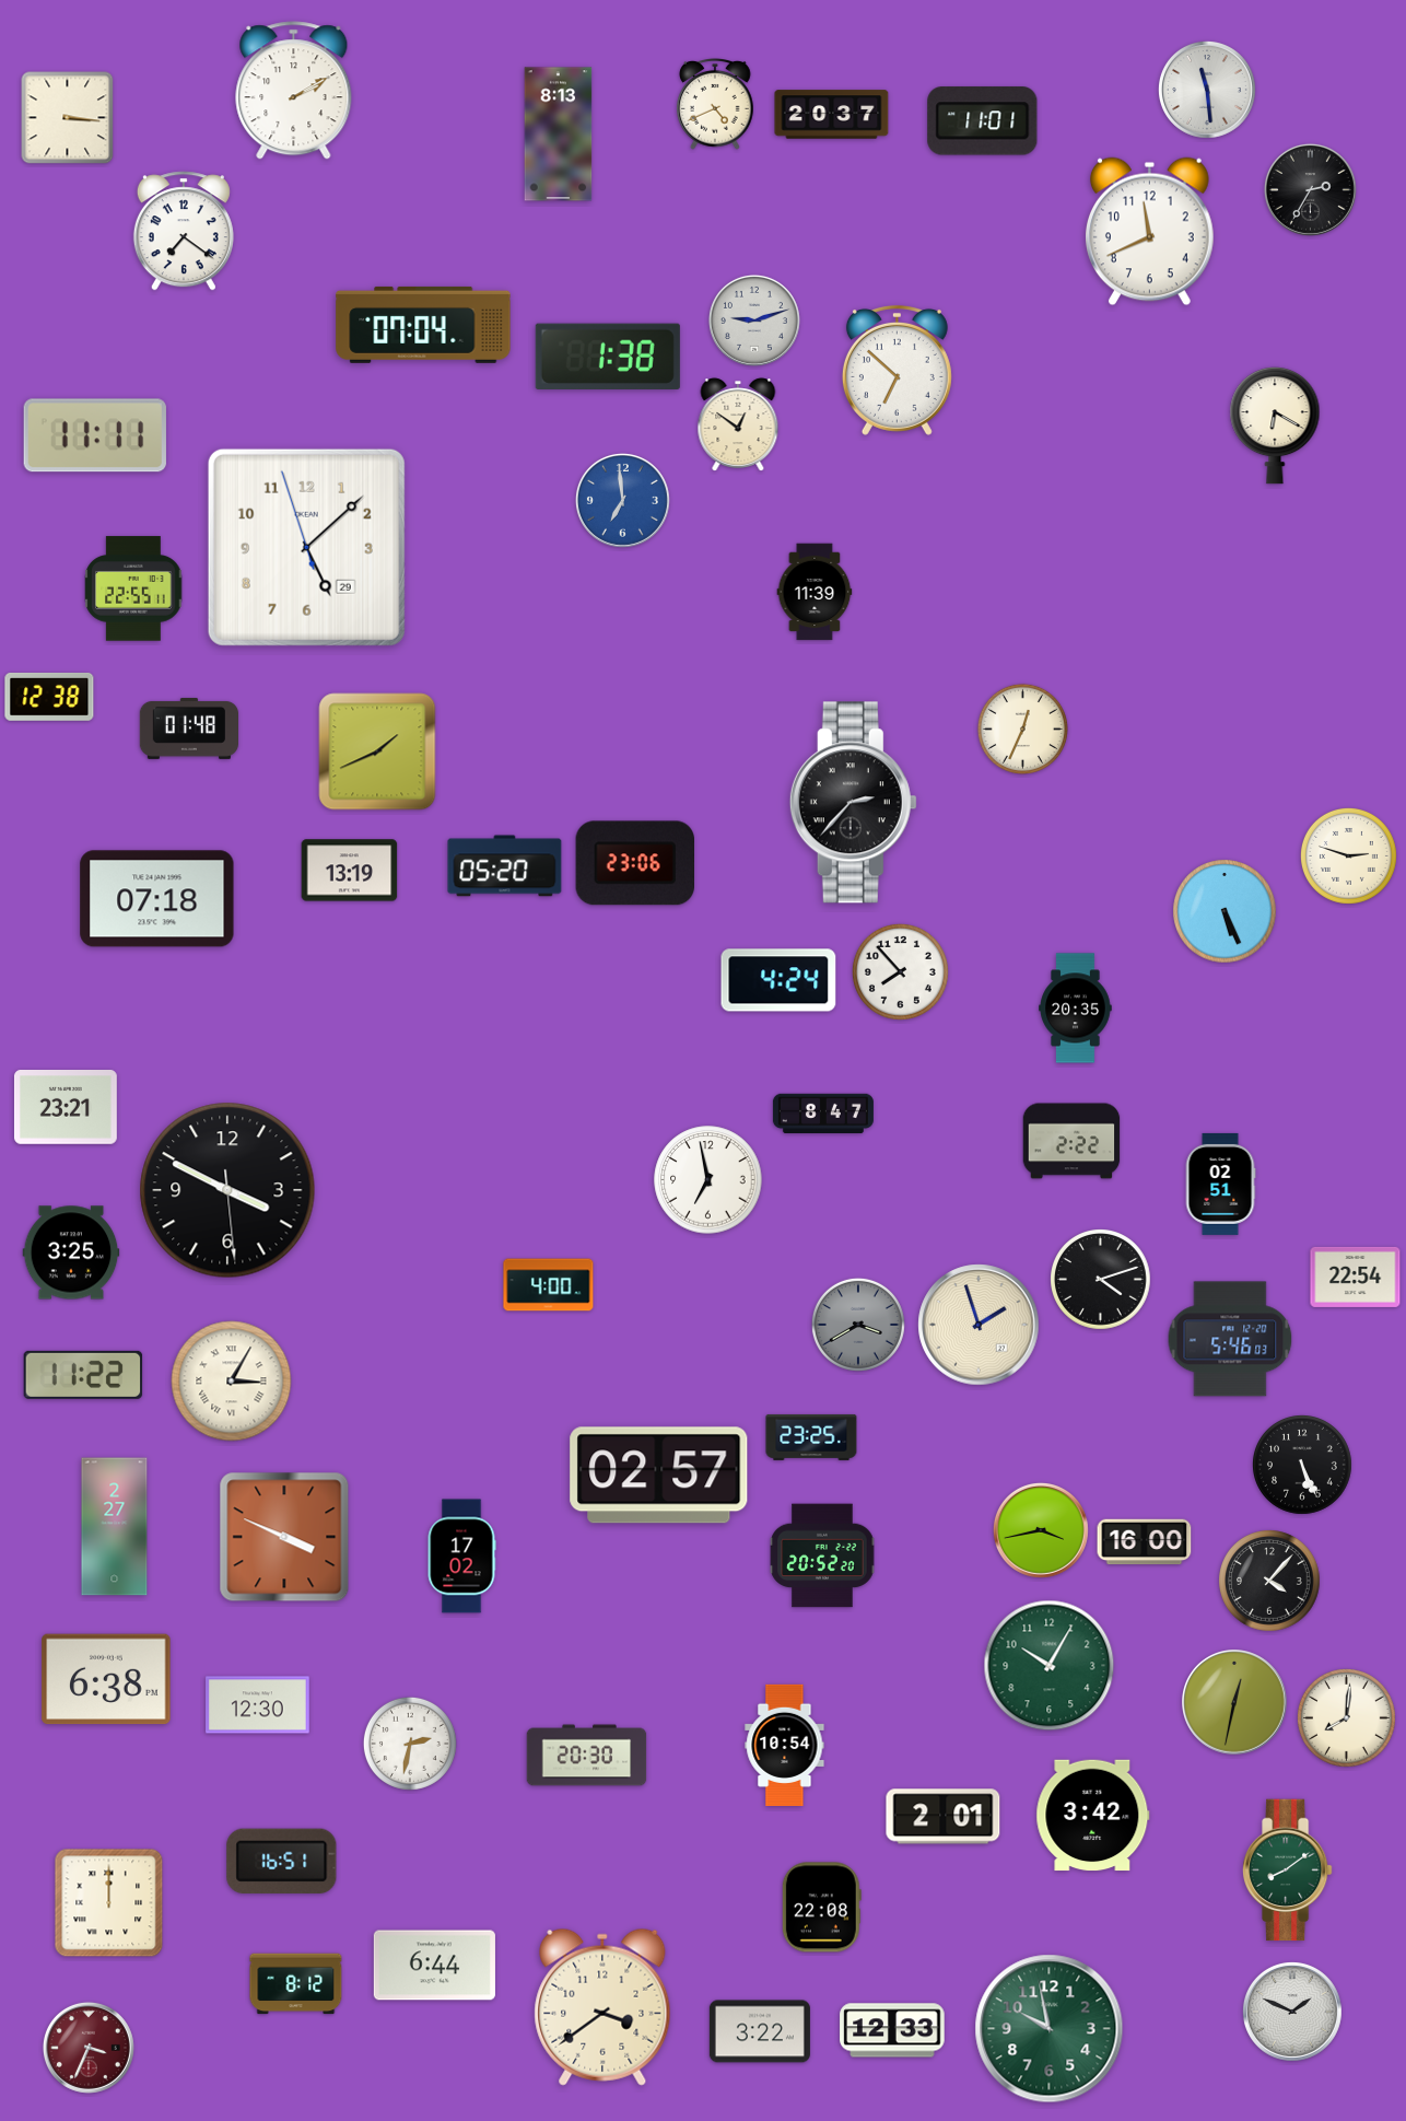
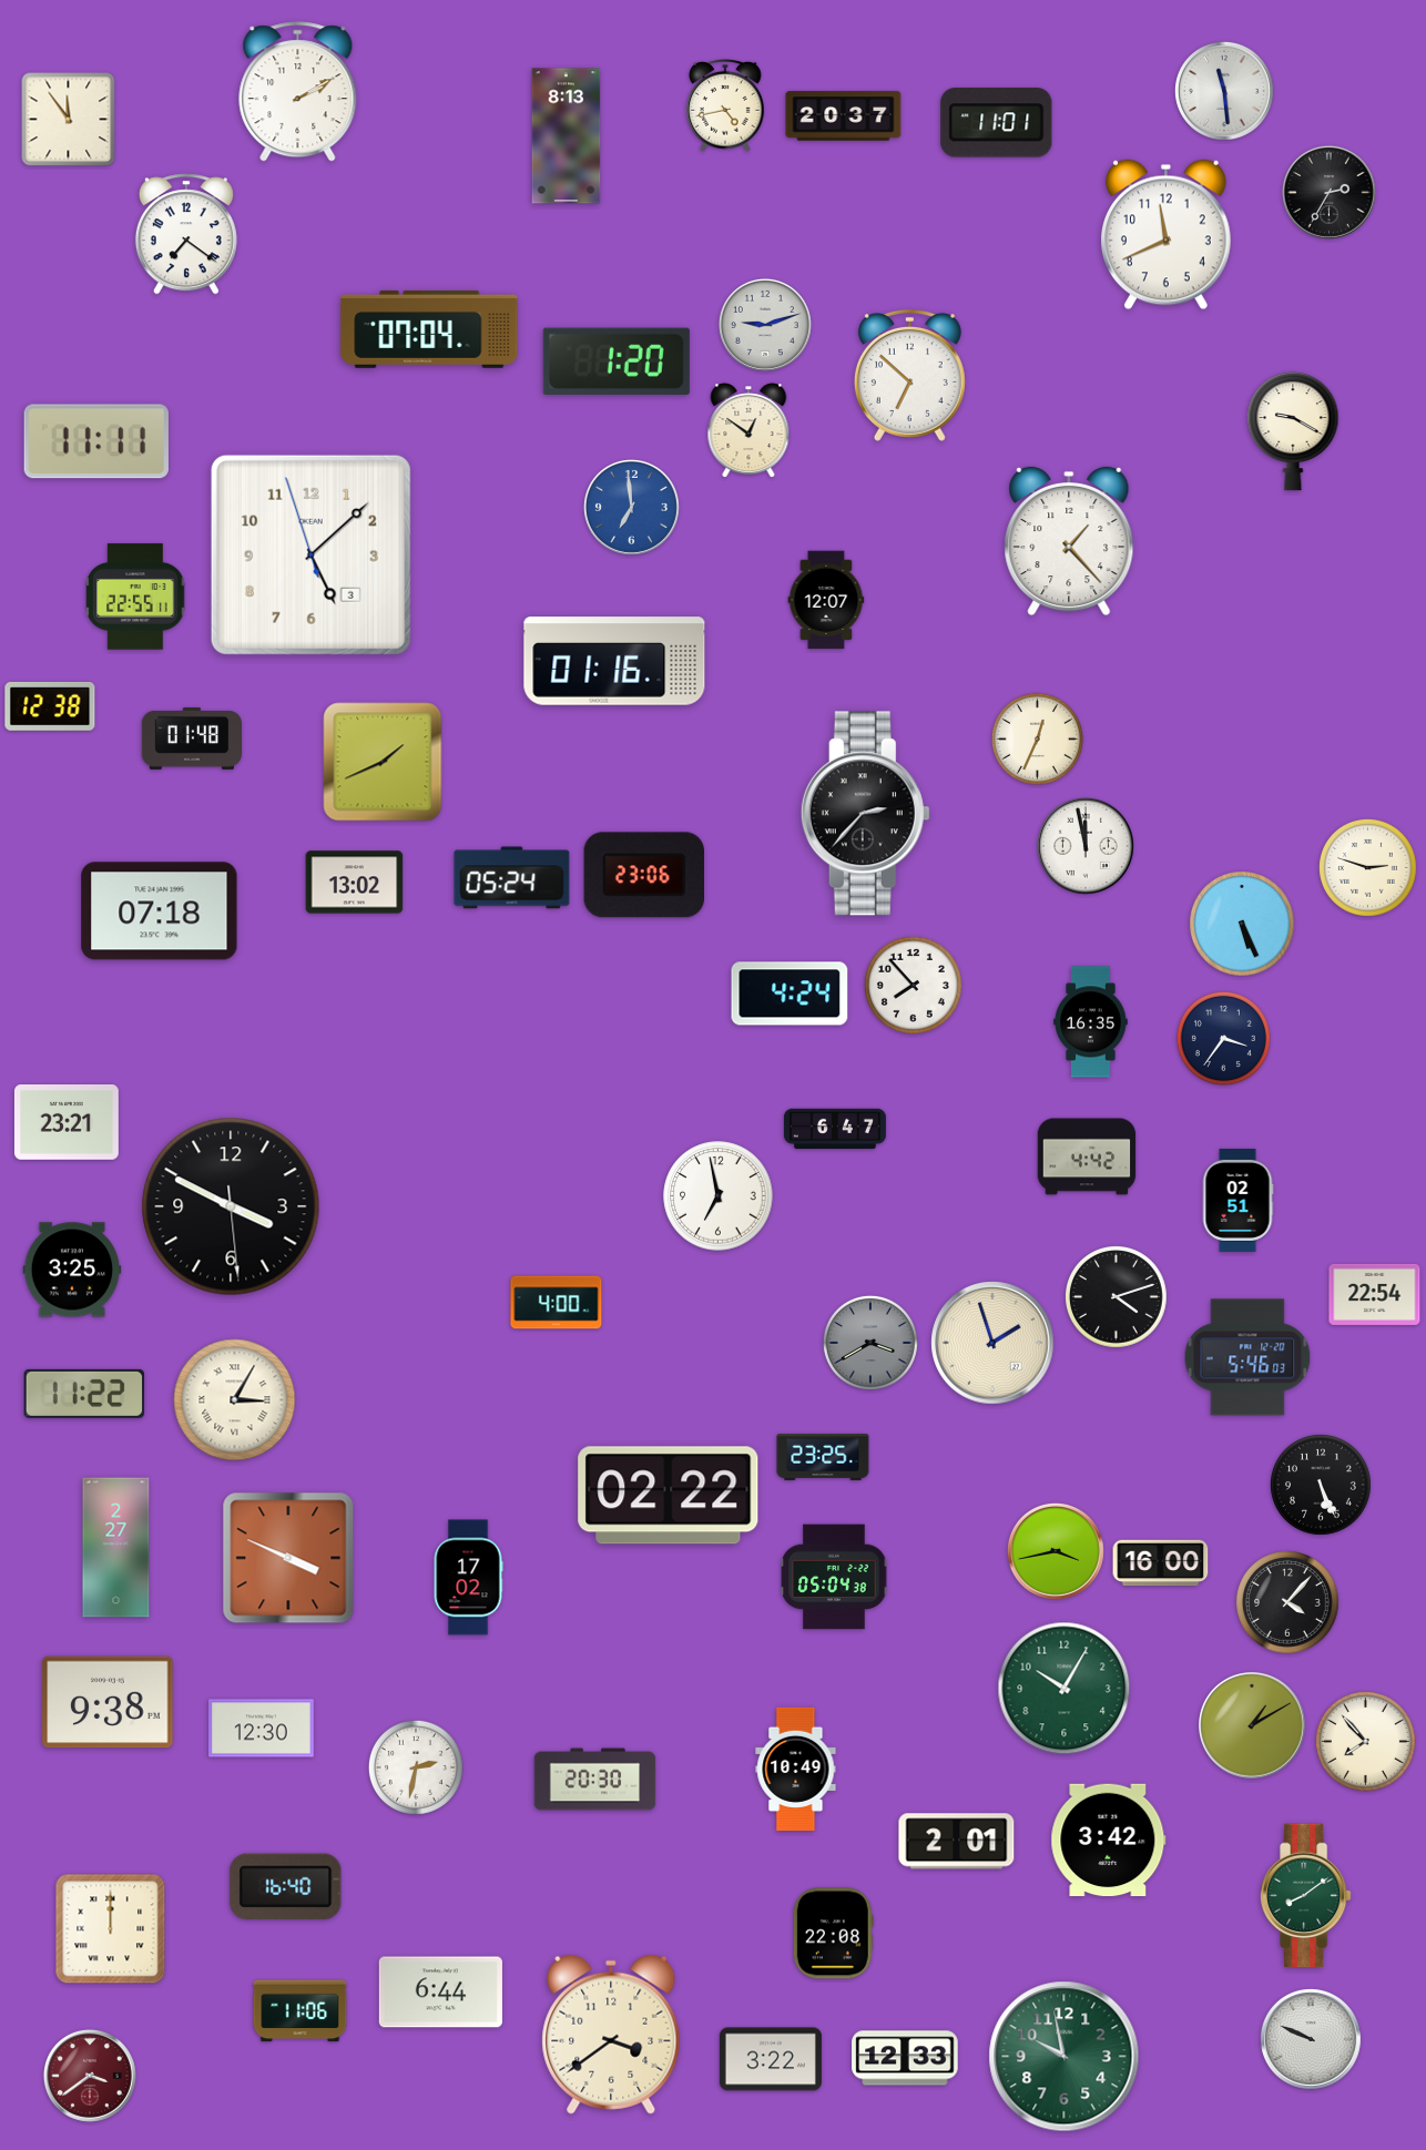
clock at (715, 105): 4:41 -> 4:43
clock at (68, 118): 3:16 -> 11:54
clock at (608, 356): 1:38 -> 1:20
clock at (1275, 426): 6:20 -> 9:20
clock at (1069, 541): none -> 1:23
clock at (306, 547) date: 29 -> 3
clock at (815, 592): 11:39 -> 12:07
clock at (614, 661): none -> 01:16
clock at (1086, 846): none -> 11:58
clock at (505, 866): 05:20 -> 05:24
clock at (350, 871): 13:19 -> 13:02
clock at (1076, 1009): 20:35 -> 16:35
clock at (1223, 1038): none -> 3:36
clock at (823, 1114): 8:47 -> 6:47
clock at (1071, 1141): 2:22 -> 4:42
clock at (659, 1476): 02:57 -> 02:22
clock at (822, 1555): 20:52 -> 05:04
clock at (106, 1679): 6:38 -> 9:38
clock at (1235, 1703): 12:32 -> 1:10
clock at (1347, 1718): 8:01 -> 7:53
clock at (785, 1745): 10:54 -> 10:49
clock at (282, 1861): 16:51 -> 16:40
clock at (296, 1984): 8:12 -> 11:06
clock at (1293, 2012): 1:49 -> 9:49
clock at (89, 2048): 3:34 -> 3:39
